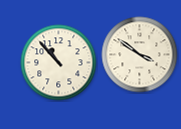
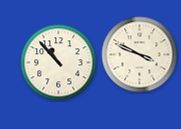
clock at (140, 55): 3:51 -> 3:49
